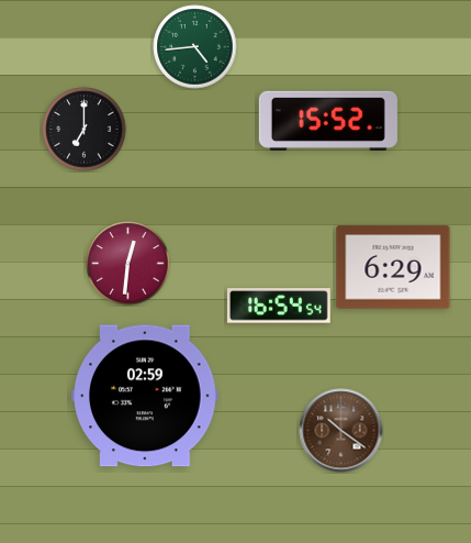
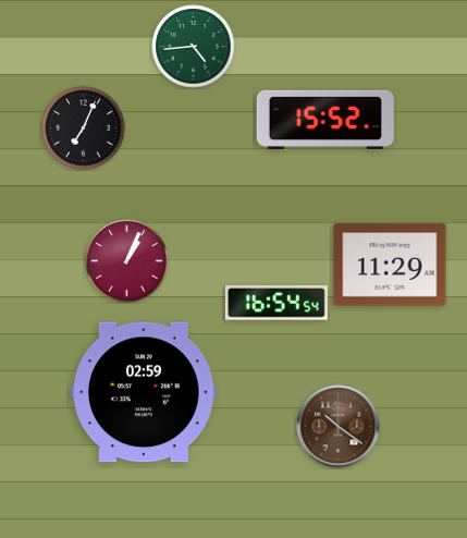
clock at (85, 130): 7:00 -> 7:04
clock at (128, 264): 12:31 -> 1:04
clock at (393, 267): 6:29 -> 11:29
